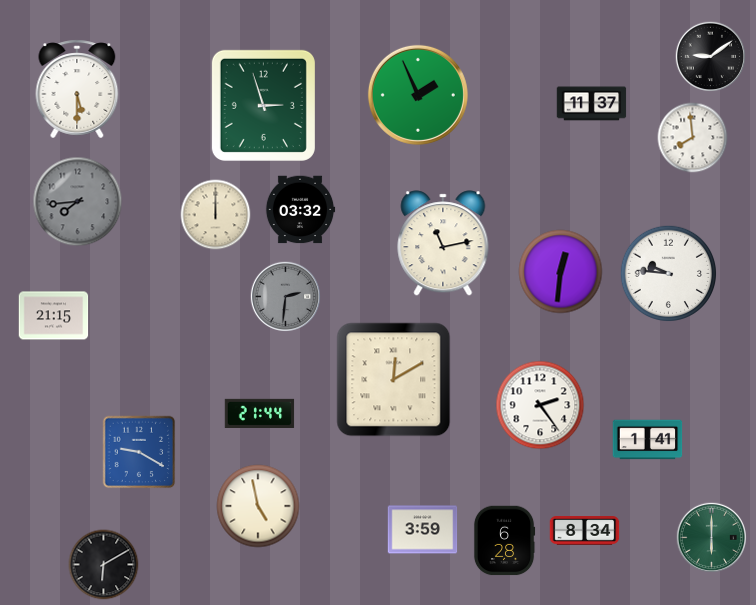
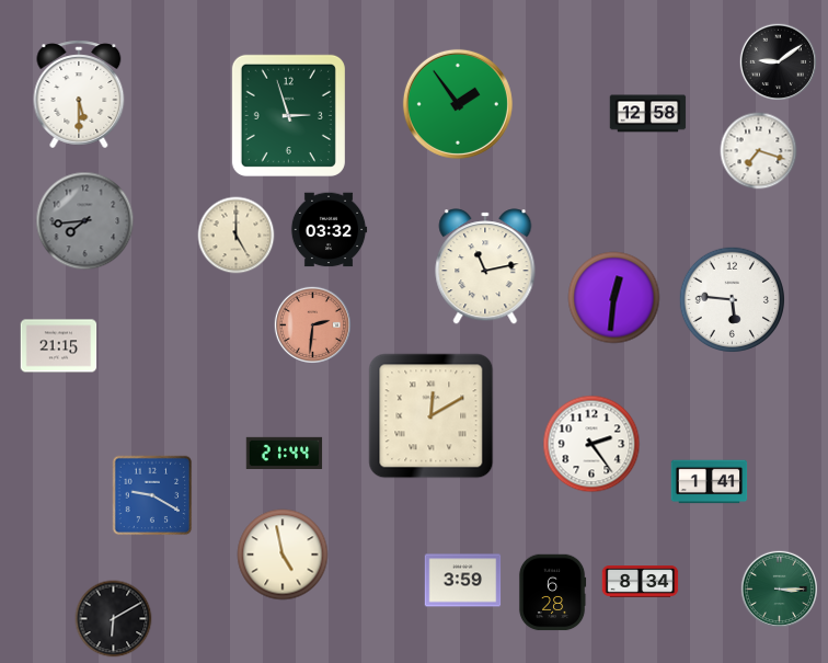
clock at (77, 89) position: (77, 89) -> (79, 94)
clock at (418, 95): 1:56 -> 1:54
clock at (592, 104): 11:37 -> 12:58
clock at (693, 138): 7:59 -> 7:18
clock at (216, 215): 12:00 -> 5:00
clock at (668, 273): 9:46 -> 5:46
clock at (285, 296) dial: grey -> salmon
clock at (711, 537): 6:00 -> 3:15
